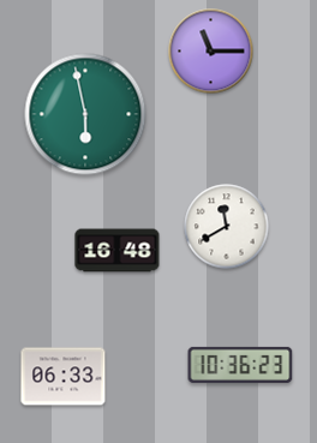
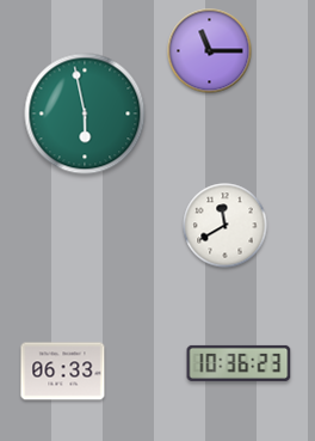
clock at (118, 251): 16:48 -> none
clock at (64, 377) position: (64, 377) -> (63, 372)
